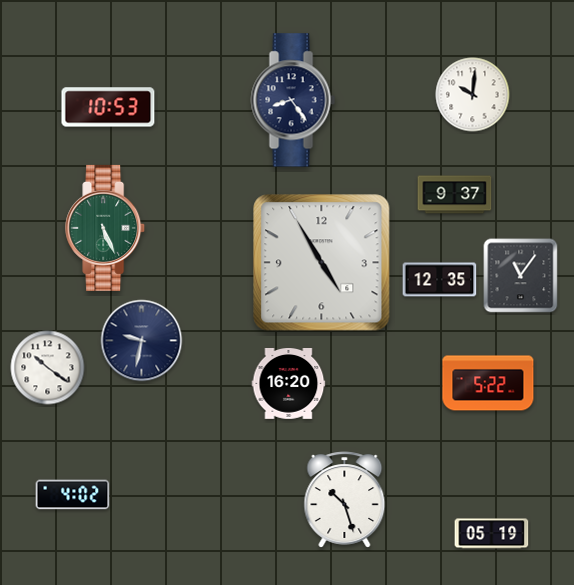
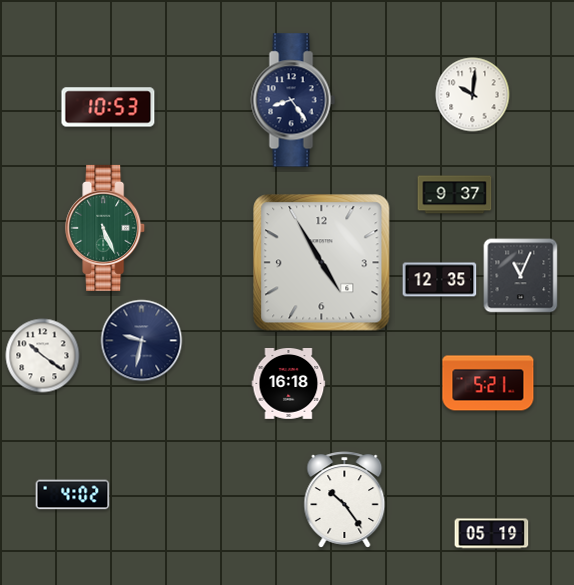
clock at (521, 276): 11:06 -> 11:04
clock at (48, 368) position: (48, 368) -> (43, 356)
clock at (488, 383): 5:22 -> 5:21
clock at (289, 384): 16:20 -> 16:18
clock at (345, 500): 10:27 -> 10:24
